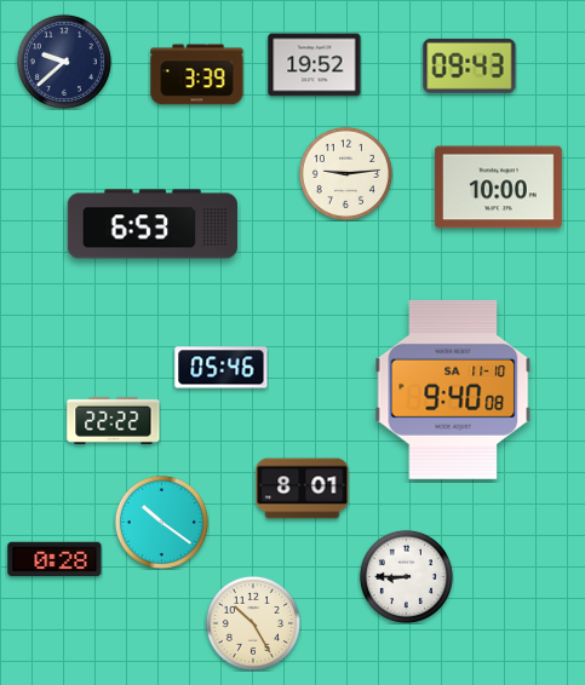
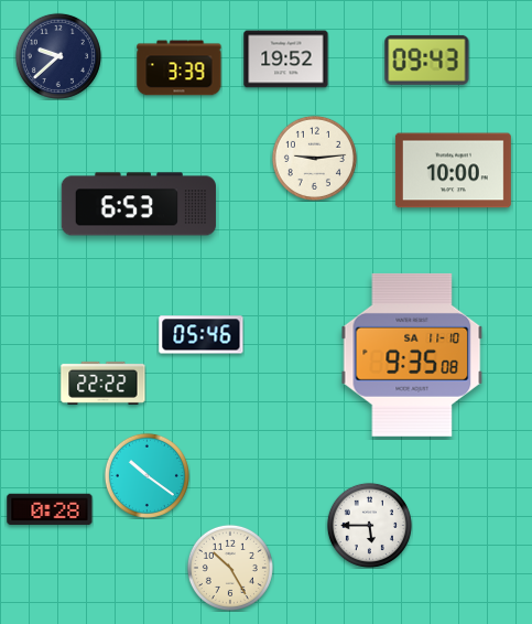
clock at (453, 390): 9:40 -> 9:35
clock at (303, 489): 8:01 -> none
clock at (406, 576): 8:45 -> 5:45
